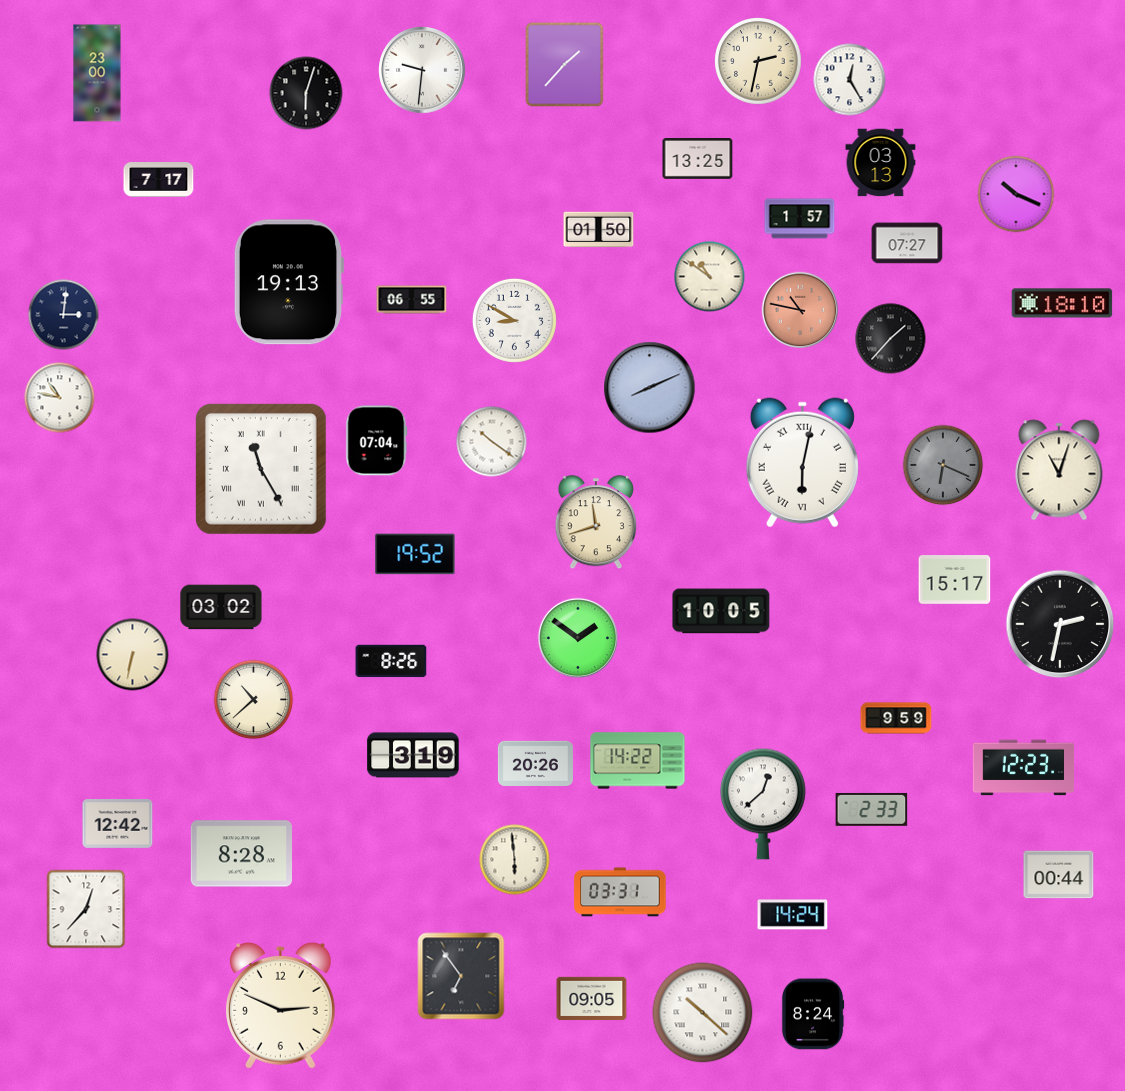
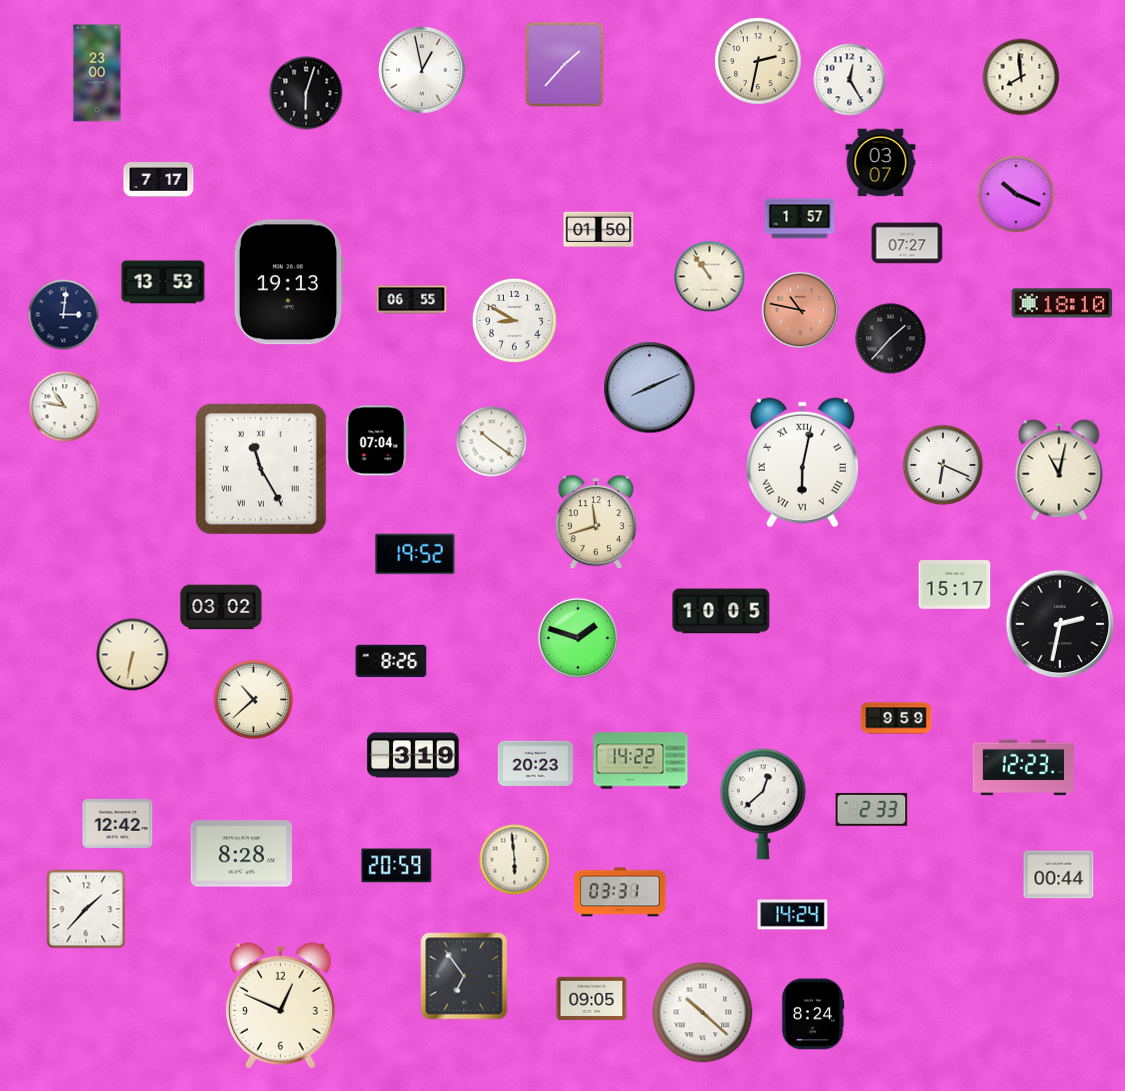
clock at (422, 70): 9:31 -> 12:58
clock at (1021, 77): none -> 7:59
clock at (698, 159): 13:25 -> none
clock at (881, 163): 03:13 -> 03:07
clock at (710, 277): 10:51 -> 10:54
clock at (163, 282): none -> 13:53
clock at (60, 398) position: (60, 398) -> (65, 407)
clock at (943, 465) dial: grey -> white
clock at (1059, 470): 11:03 -> 11:02
clock at (955, 580) position: (955, 580) -> (955, 585)
clock at (578, 638): 1:51 -> 1:48
clock at (638, 761) position: (638, 761) -> (641, 761)
clock at (535, 763): 20:26 -> 20:23
clock at (397, 866): none -> 20:59
clock at (86, 909): 12:37 -> 1:37
clock at (461, 976) position: (461, 976) -> (464, 976)
clock at (281, 1006): 2:49 -> 12:49
